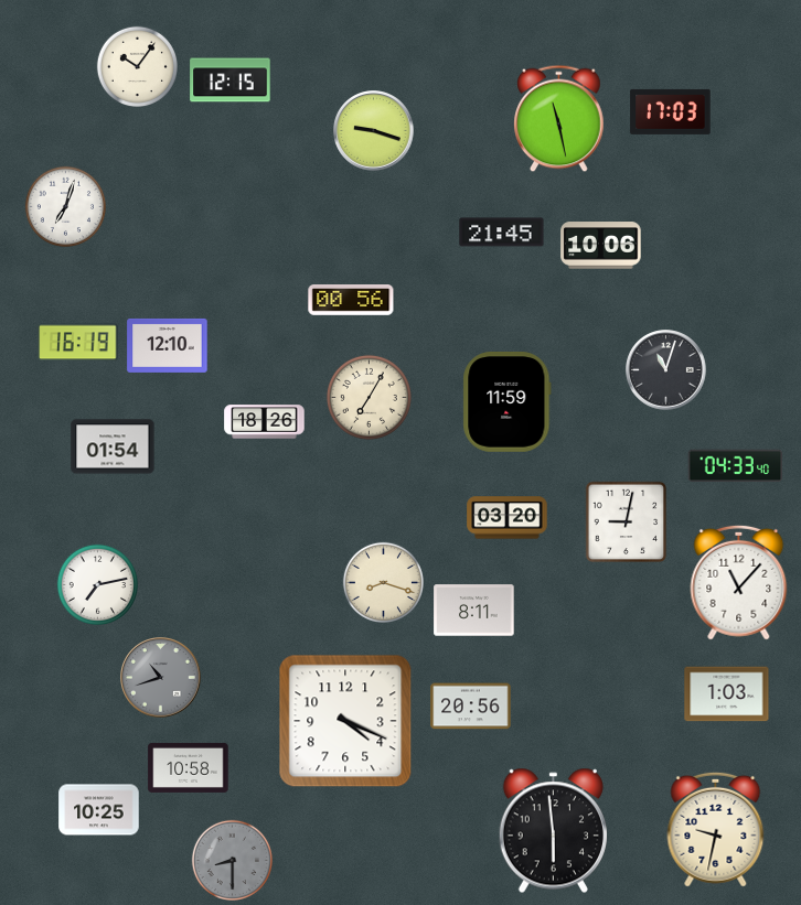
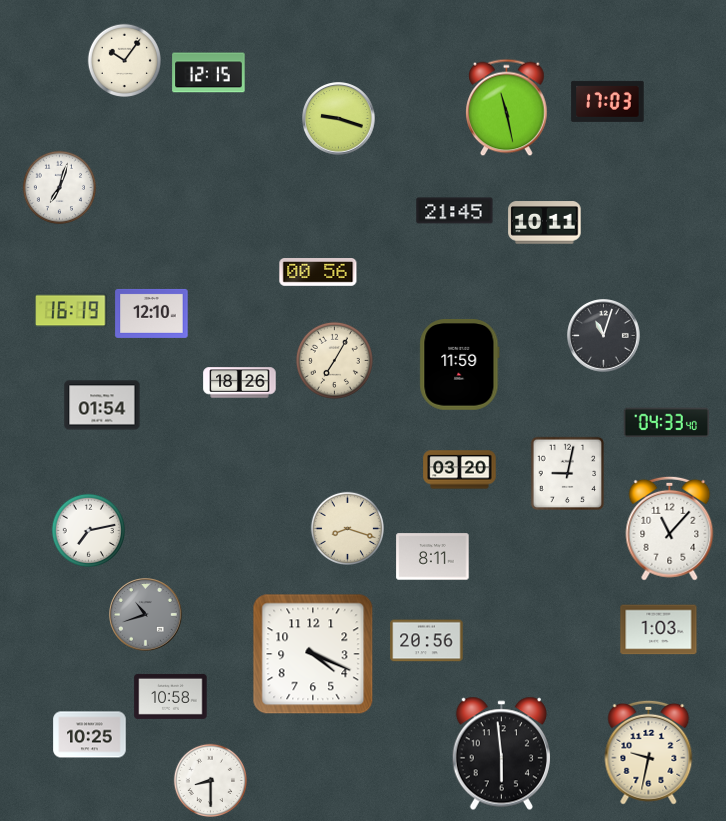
clock at (601, 246): 10:06 -> 10:11
clock at (474, 611) position: (474, 611) -> (433, 557)
clock at (232, 860) dial: grey -> white
